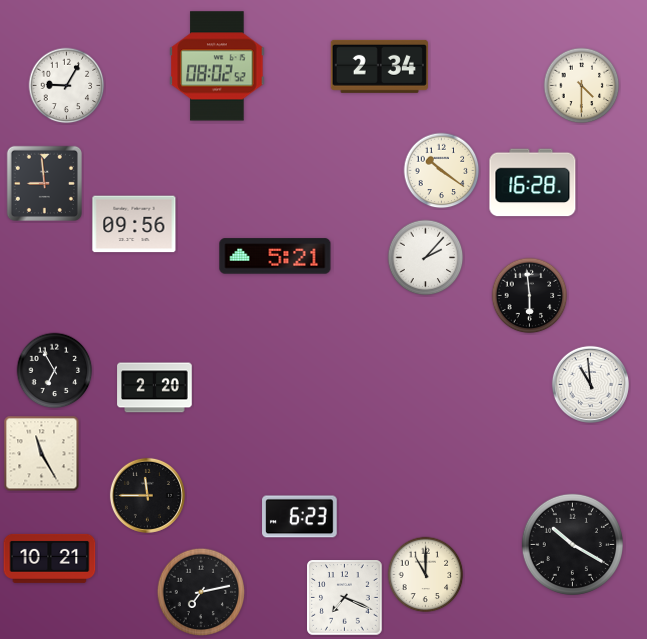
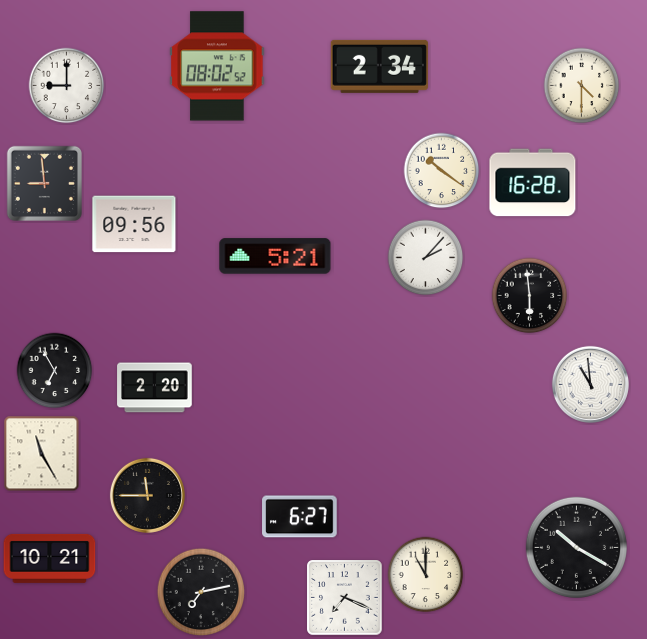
clock at (67, 86): 9:05 -> 9:00
clock at (300, 517): 6:23 -> 6:27
clock at (572, 544) position: (572, 544) -> (576, 547)
